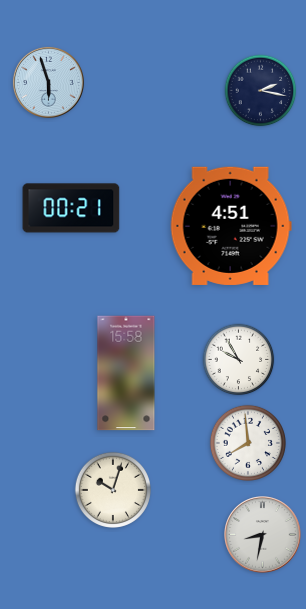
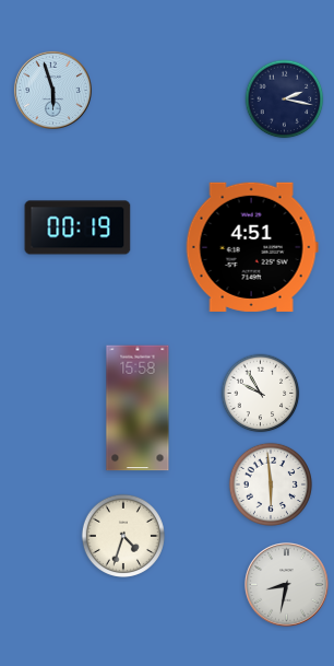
clock at (71, 208): 00:21 -> 00:19
clock at (248, 443): 7:59 -> 5:59
clock at (113, 490): 10:03 -> 4:33
